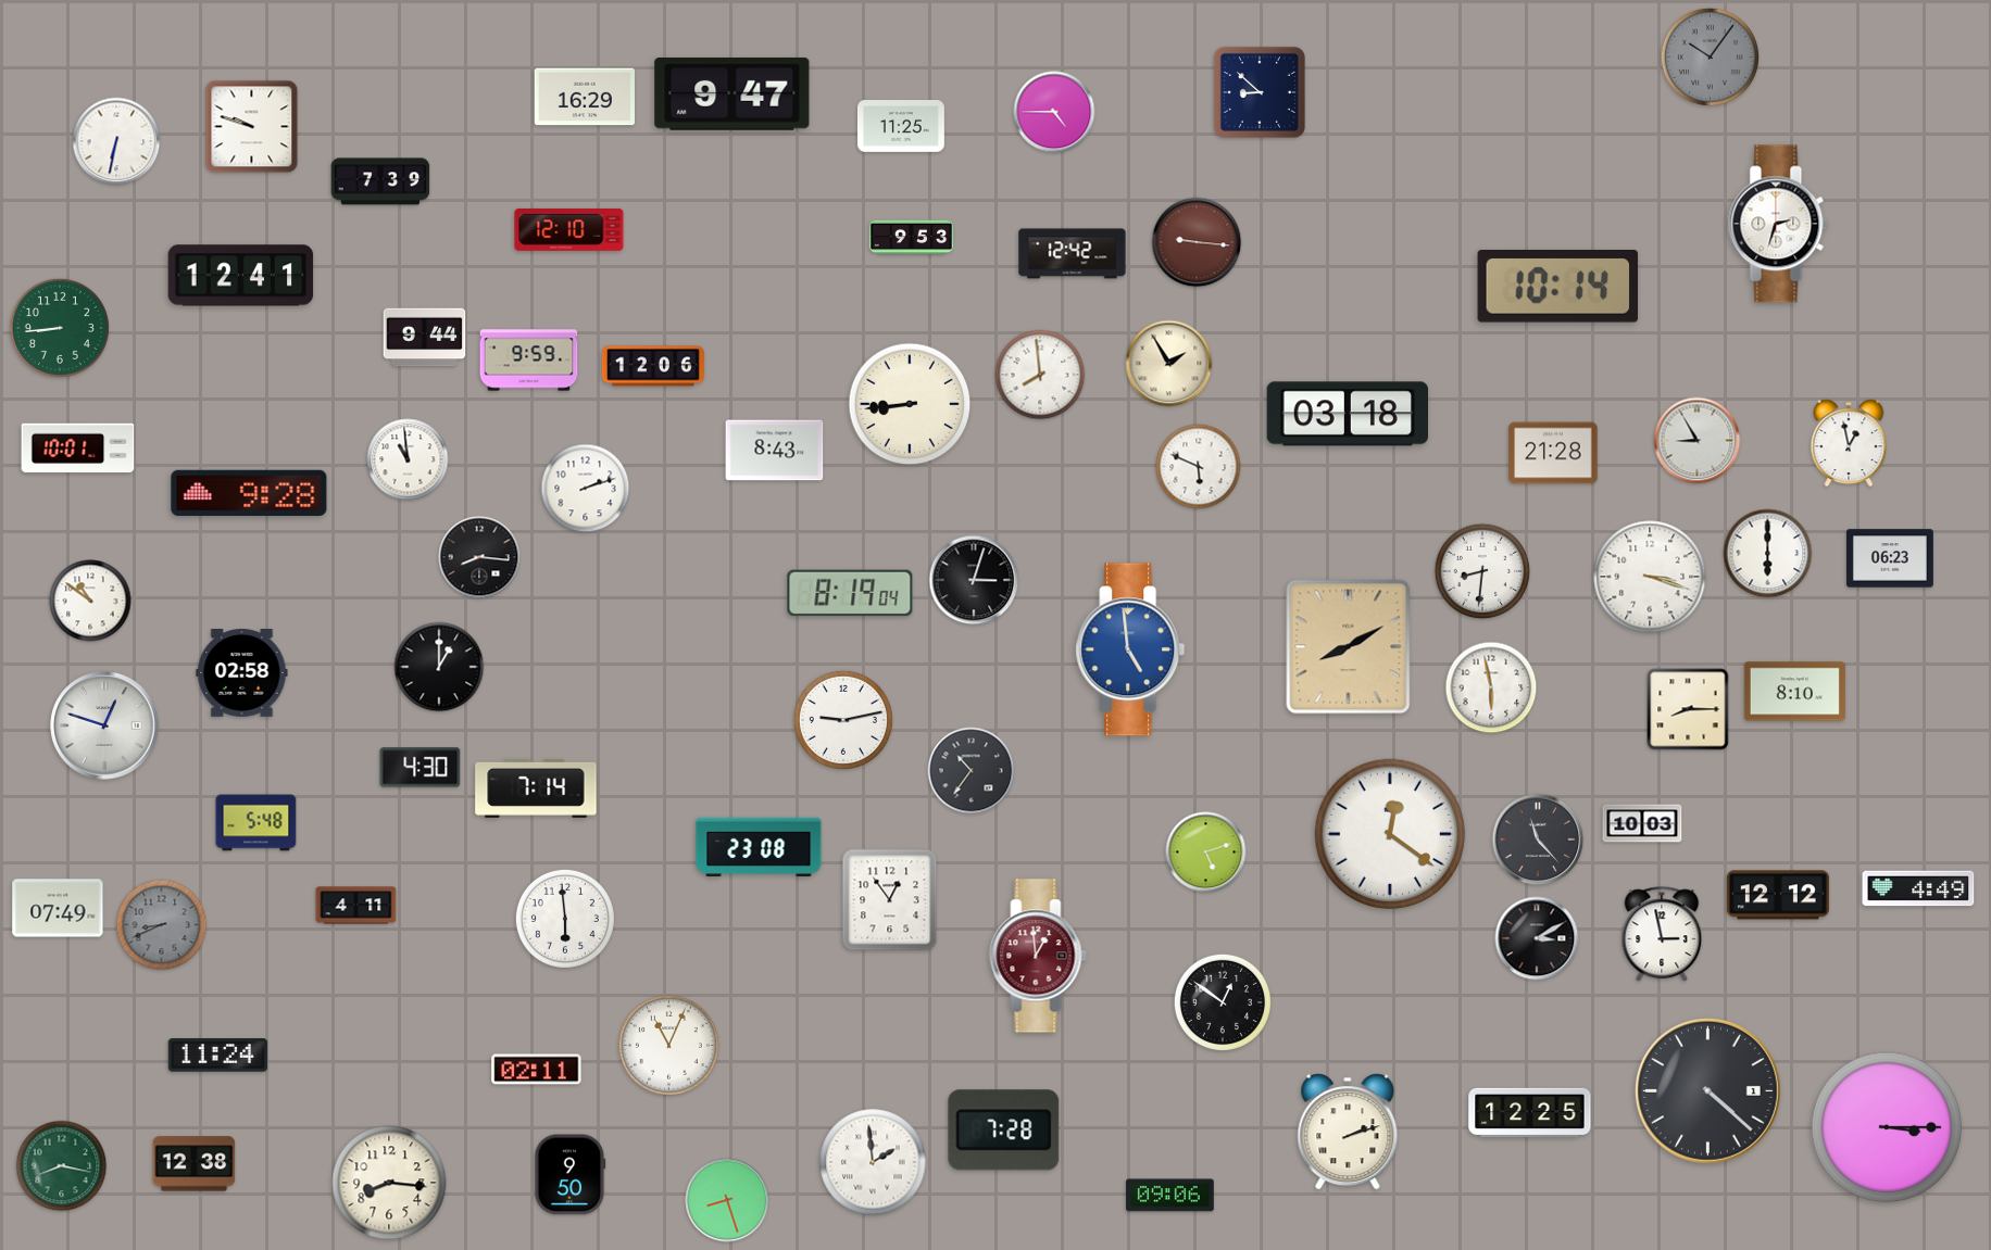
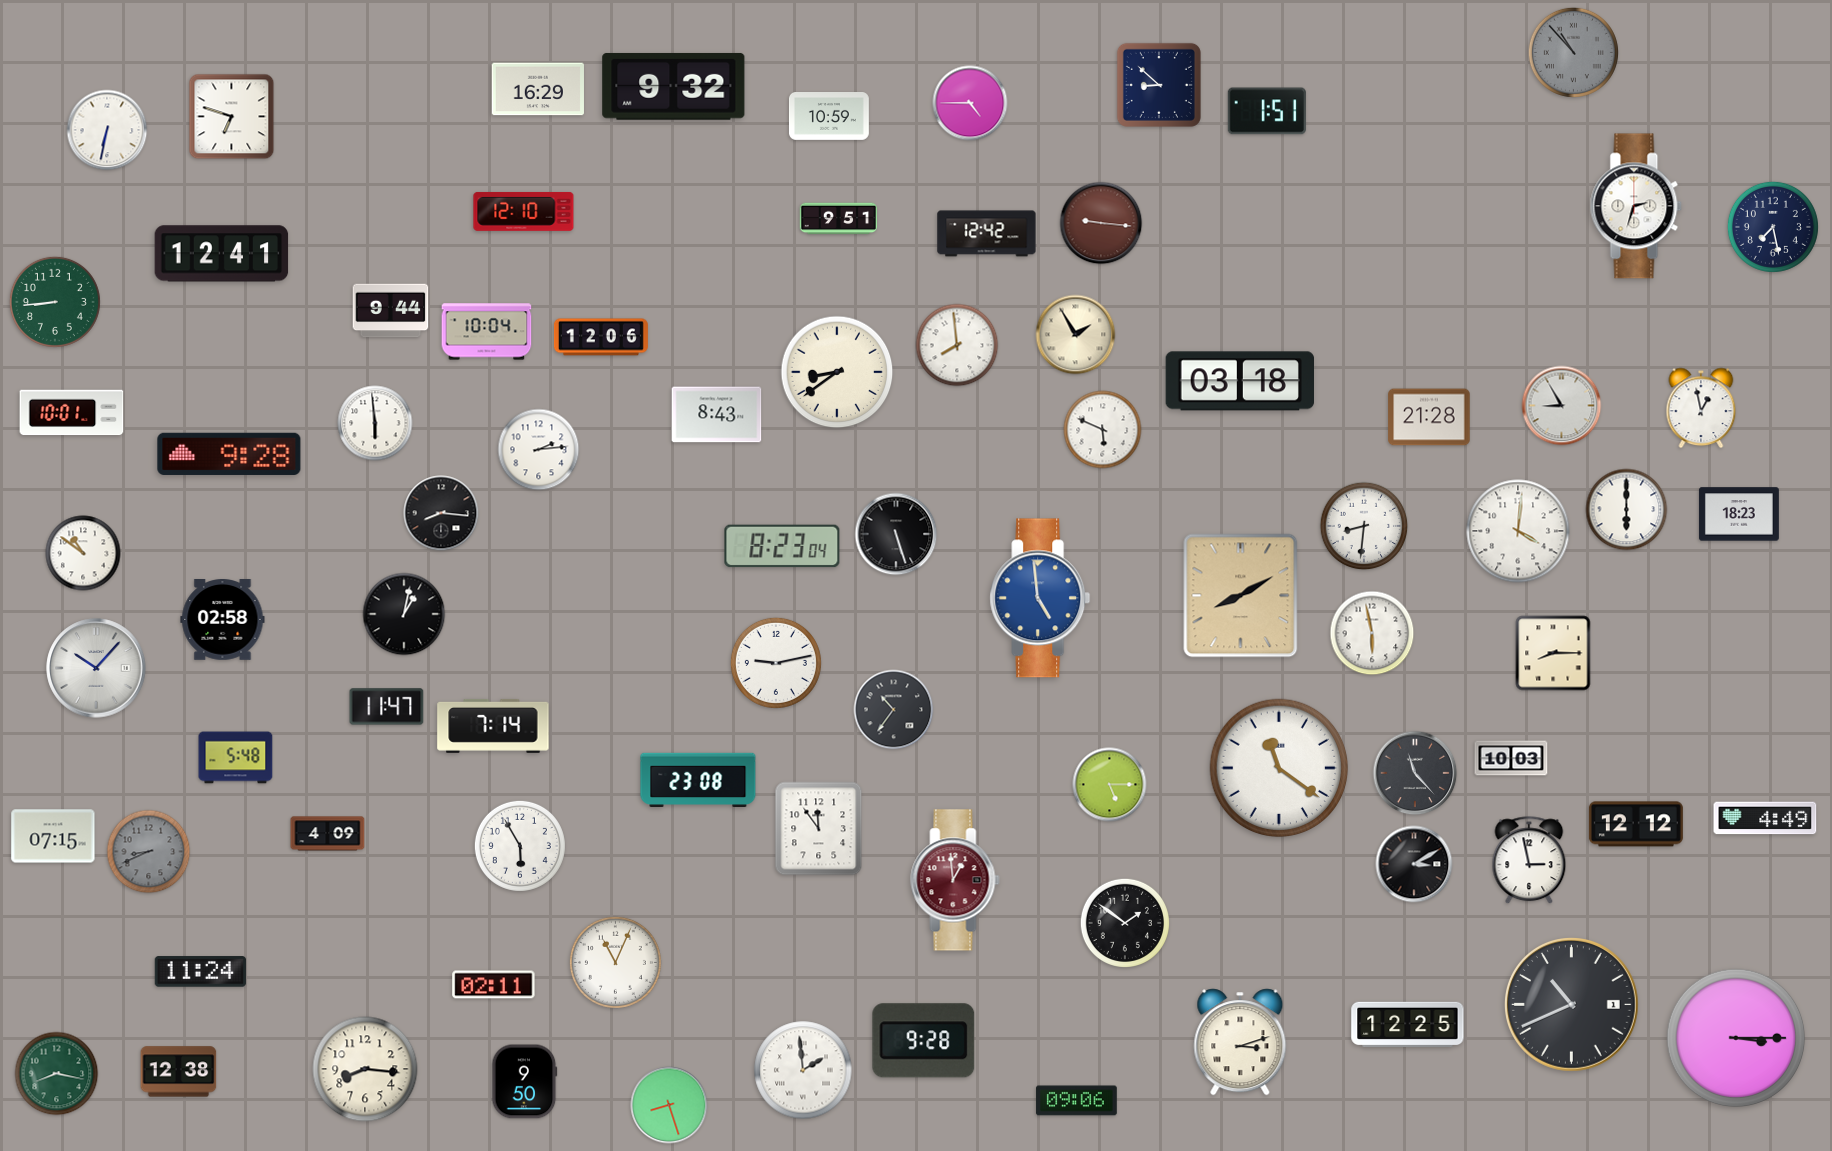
clock at (1710, 56): 10:06 -> 10:53
clock at (732, 93): 9:47 -> 9:32
clock at (1267, 111): none -> 1:51
clock at (252, 127): 9:48 -> 6:48
clock at (901, 127): 11:25 -> 10:59
clock at (380, 181): 7:39 -> none
clock at (912, 238): 9:53 -> 9:51
clock at (1773, 227): none -> 7:28
clock at (1558, 287): 10:14 -> none
clock at (529, 361): 9:59 -> 10:04
clock at (910, 404): 8:44 -> 8:39
clock at (775, 451) position: (775, 451) -> (717, 415)
clock at (408, 459): 10:59 -> 5:59
clock at (586, 489): 2:12 -> 2:14
clock at (1890, 558): 06:23 -> 18:23
clock at (1650, 577): 3:18 -> 4:01
clock at (974, 580): 3:03 -> 5:27
clock at (850, 593): 8:19 -> 8:23
clock at (439, 667): 1:00 -> 1:02
clock at (1794, 692): 8:10 -> none
clock at (104, 725): 12:48 -> 10:07
clock at (421, 768): 4:30 -> 11:47
clock at (1390, 834): 12:21 -> 11:21
clock at (1206, 853): 5:12 -> 5:15
clock at (890, 900): 12:54 -> 11:54
clock at (356, 906): 4:11 -> 4:09
clock at (58, 908): 07:49 -> 07:15
clock at (565, 919): 5:59 -> 5:55
clock at (1222, 1001): 12:51 -> 1:51
clock at (1708, 1091): 4:22 -> 10:41
clock at (1004, 1131): 7:28 -> 9:28
clock at (1348, 1132): 2:12 -> 3:12
clock at (389, 1183) position: (389, 1183) -> (365, 1069)
